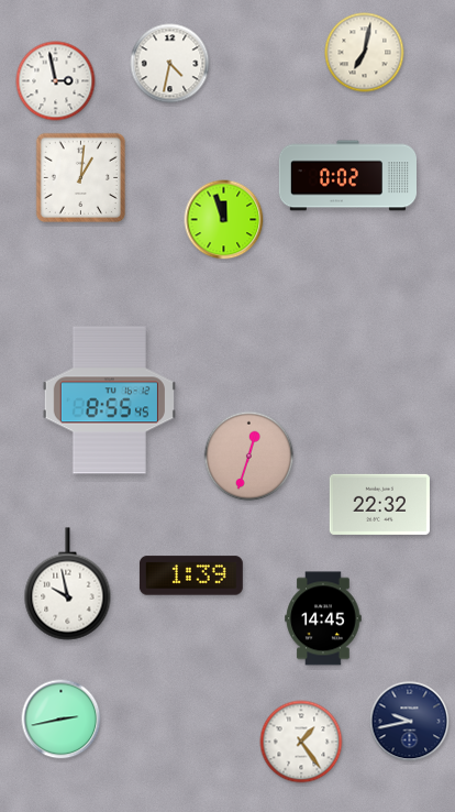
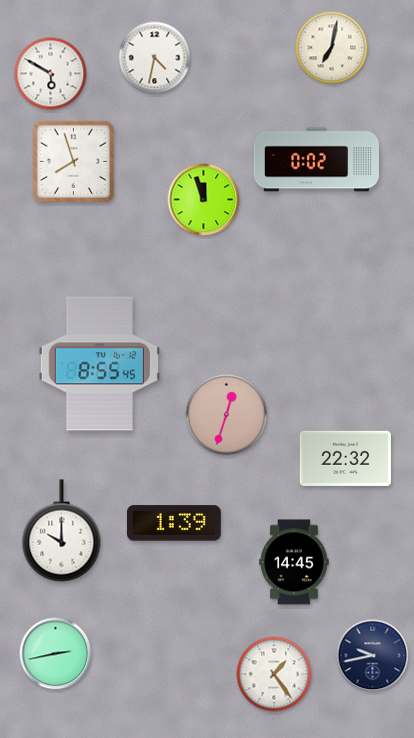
clock at (56, 81): 2:58 -> 5:50
clock at (80, 177): 1:01 -> 7:57
clock at (68, 584): 9:58 -> 10:00
